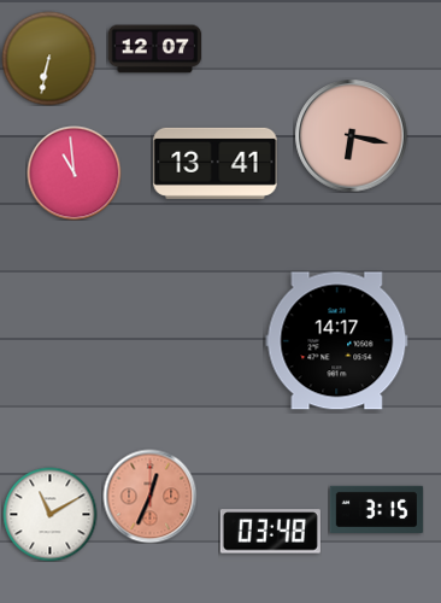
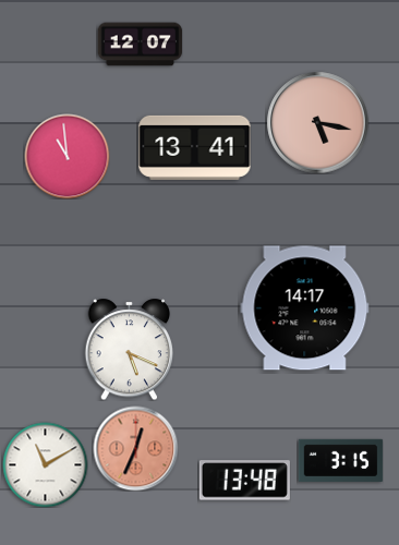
clock at (48, 58): 6:32 -> none
clock at (351, 135): 6:17 -> 5:17
clock at (130, 349): none -> 5:19
clock at (270, 532): 03:48 -> 13:48
